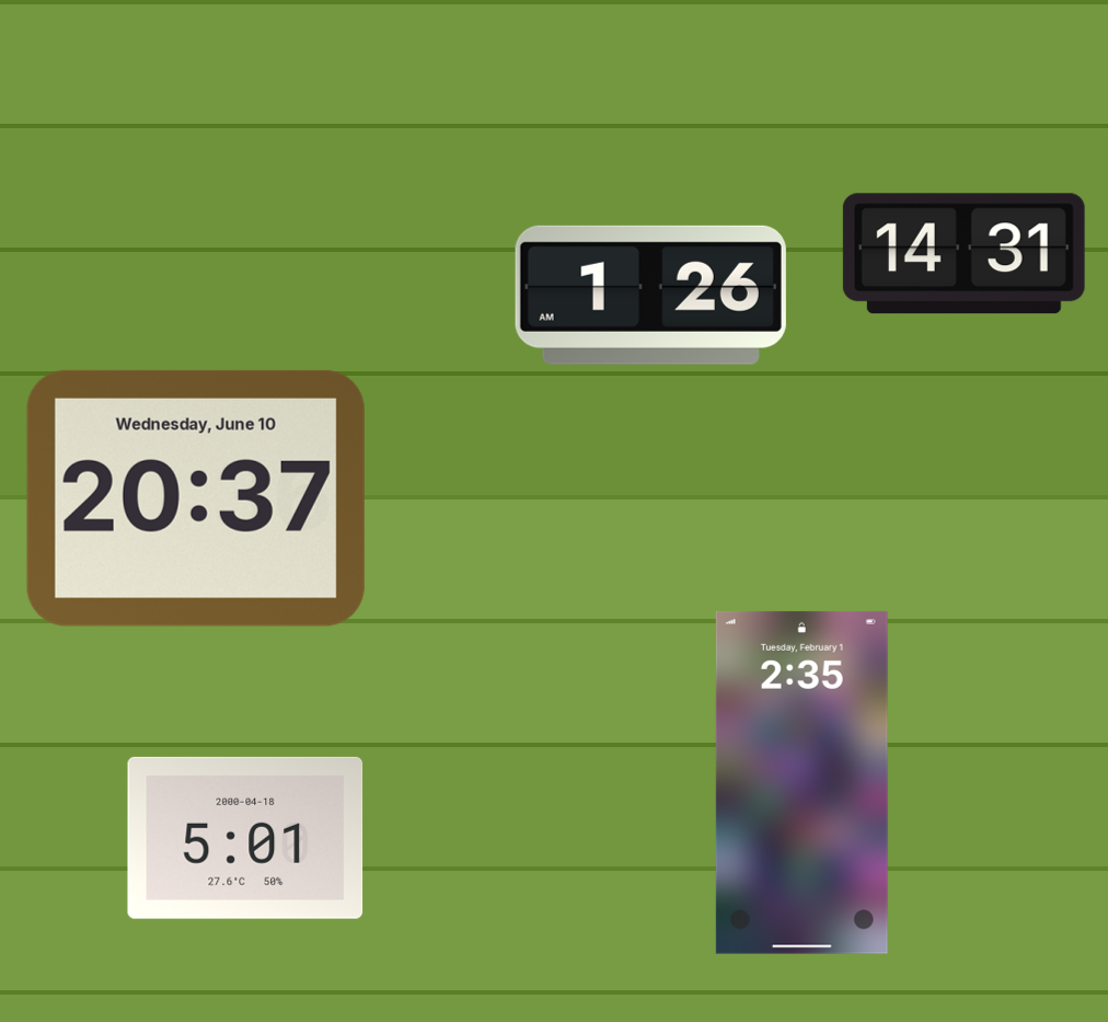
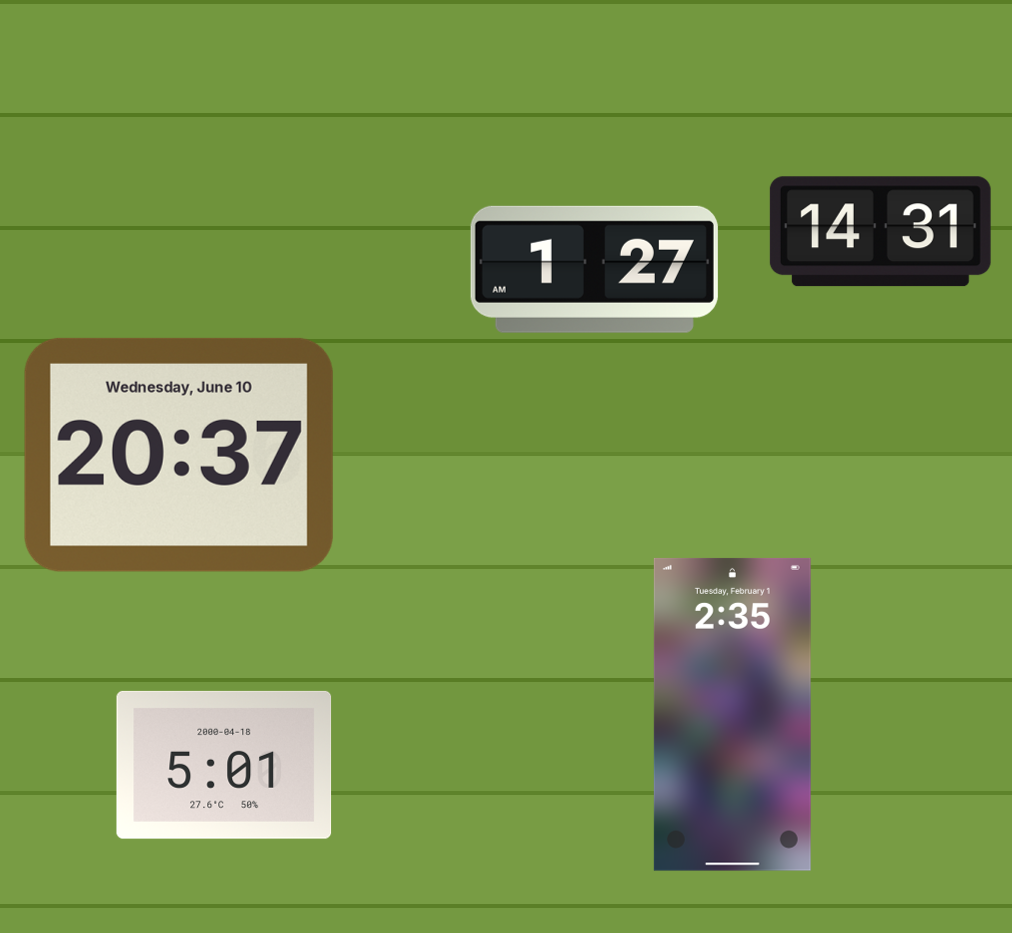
clock at (650, 295): 1:26 -> 1:27
